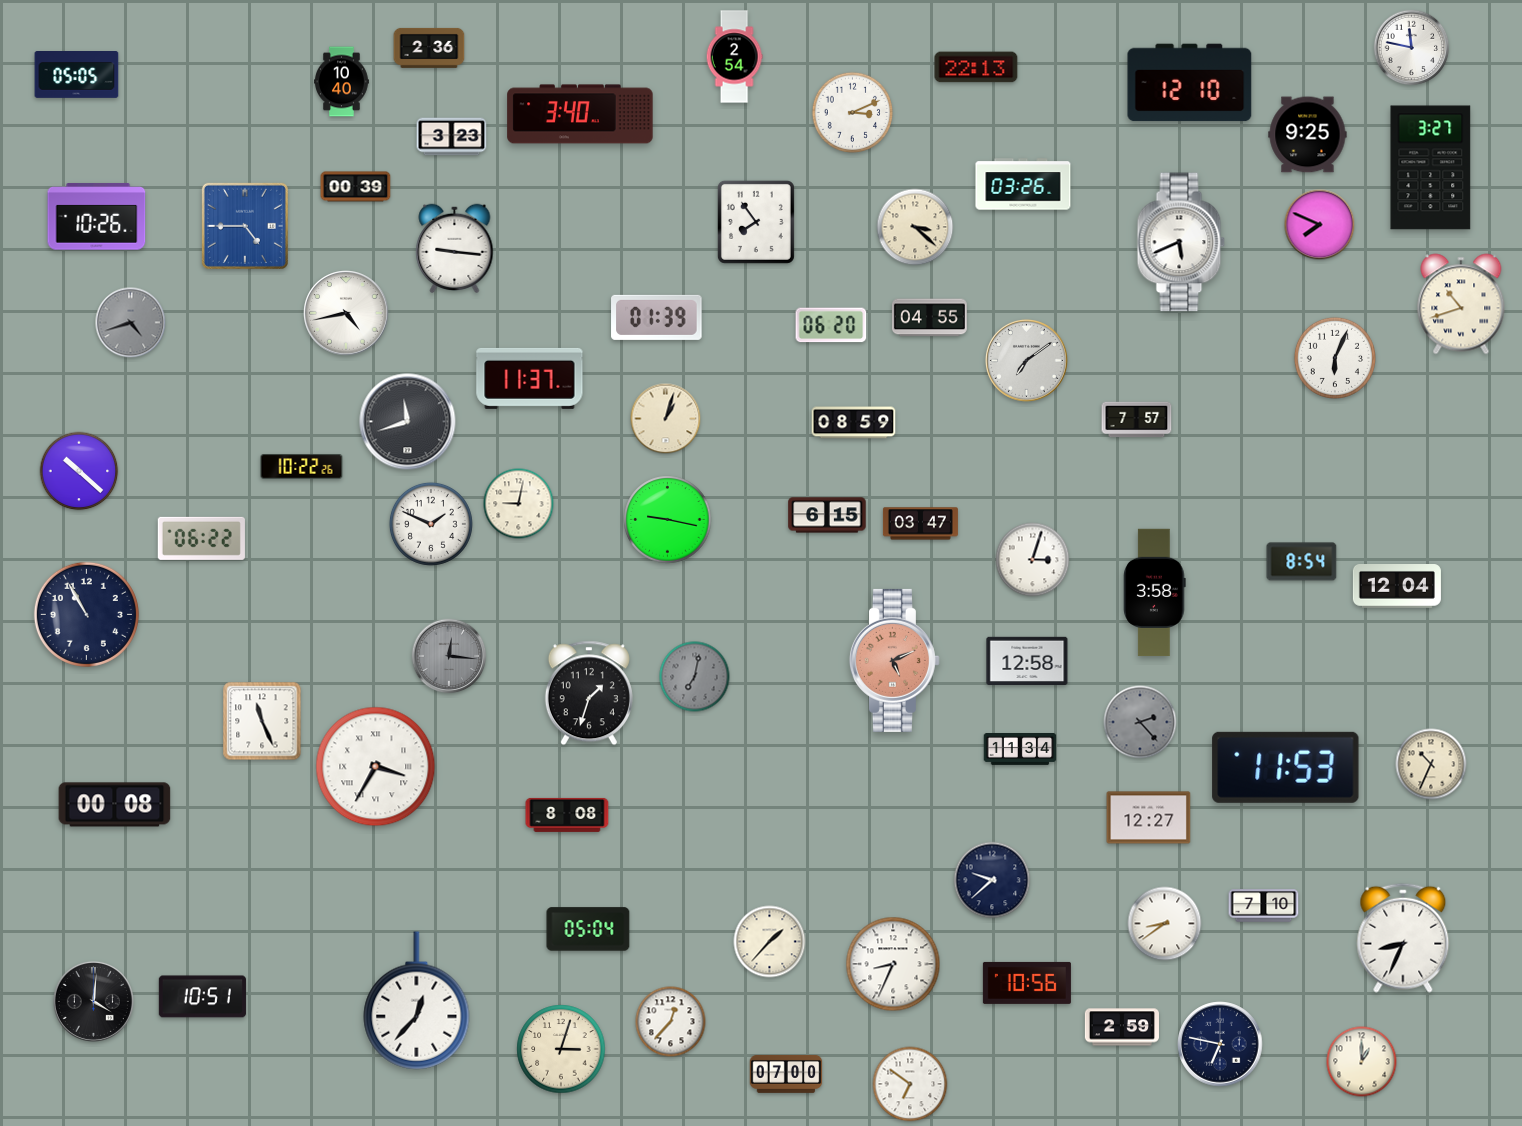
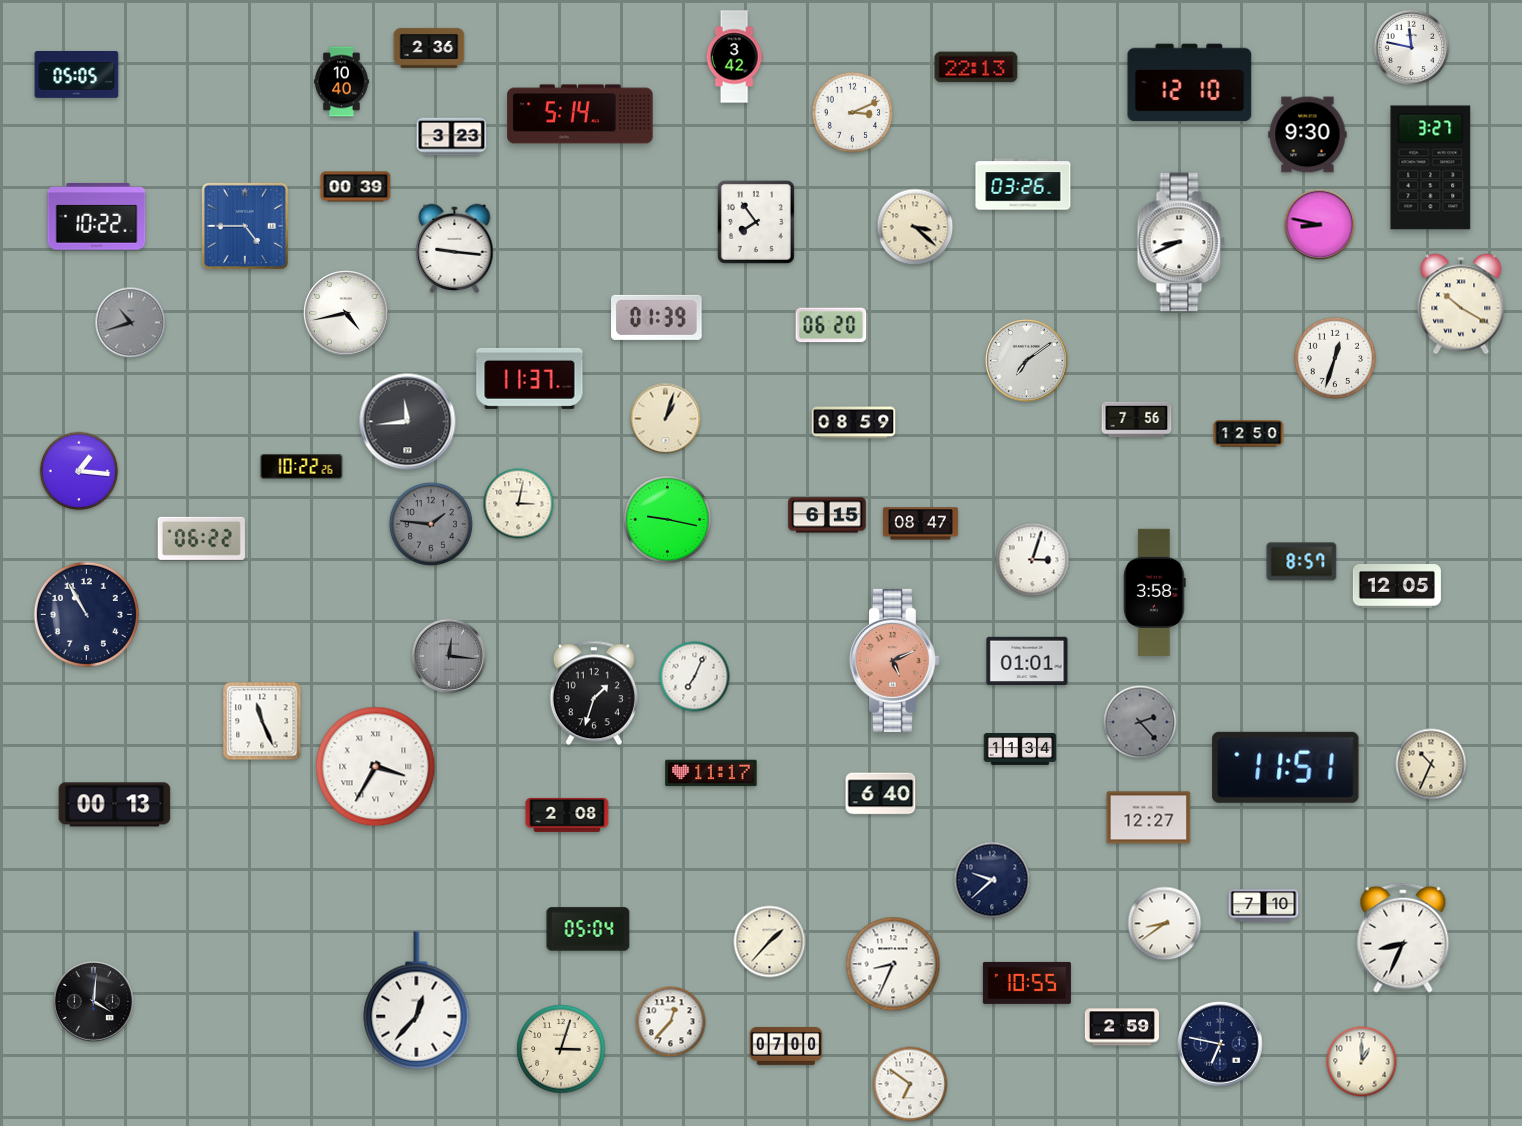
clock at (734, 57): 2:54 -> 3:42
clock at (580, 114): 3:40 -> 5:14
clock at (1308, 135): 9:25 -> 9:30
clock at (97, 217): 10:26 -> 10:22
clock at (1320, 225): 7:49 -> 8:47
clock at (1181, 242): 5:41 -> 8:41
clock at (1461, 304): 10:42 -> 10:20
clock at (929, 318): 04:55 -> none
clock at (131, 323): 4:42 -> 10:42
clock at (1335, 358): 6:04 -> 12:33
clock at (1137, 420): 7:57 -> 7:56
clock at (408, 422): 11:42 -> 11:44
clock at (1249, 434): none -> 12:50
clock at (79, 471): 10:22 -> 1:16
clock at (519, 504): 9:02 -> 3:02
clock at (431, 524): 1:49 -> 1:46
clock at (431, 524) dial: white -> grey
clock at (920, 524): 03:47 -> 08:47
clock at (1302, 562): 8:54 -> 8:57
clock at (1397, 587): 12:04 -> 12:05
clock at (1027, 660): 12:58 -> 01:01
clock at (695, 677): 7:02 -> 7:04
clock at (695, 677) dial: grey -> white
clock at (589, 693) position: (589, 693) -> (594, 693)
clock at (1286, 767): 11:53 -> 11:51
clock at (711, 773): none -> 11:17
clock at (881, 794): none -> 6:40
clock at (115, 805): 00:08 -> 00:13
clock at (567, 815): 8:08 -> 2:08
clock at (1027, 983): 10:56 -> 10:55
clock at (202, 997): 10:51 -> none
clock at (786, 1074) position: (786, 1074) -> (786, 1046)
